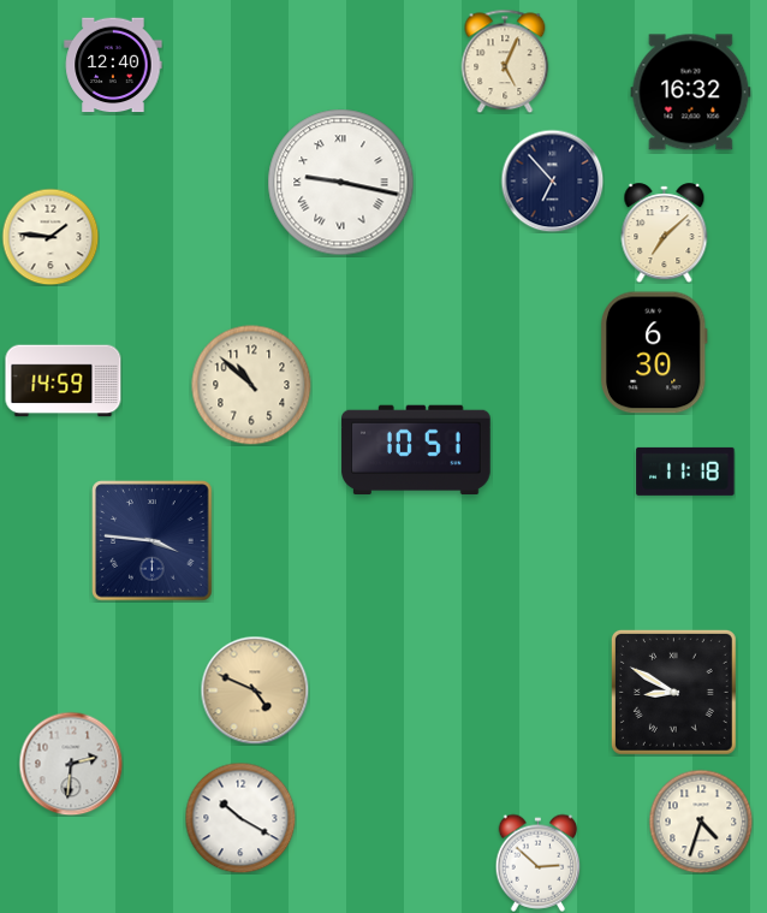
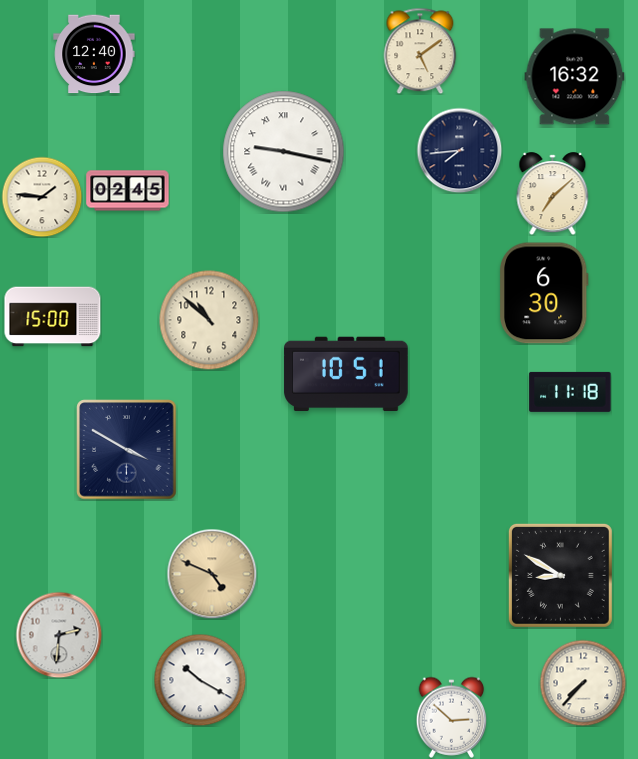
clock at (505, 61): 5:04 -> 5:09
clock at (552, 180): 6:53 -> 7:44
clock at (128, 191): none -> 02:45
clock at (64, 381): 14:59 -> 15:00
clock at (153, 541): 3:46 -> 3:50
clock at (701, 822): 4:33 -> 7:37
clock at (539, 862) position: (539, 862) -> (452, 717)
